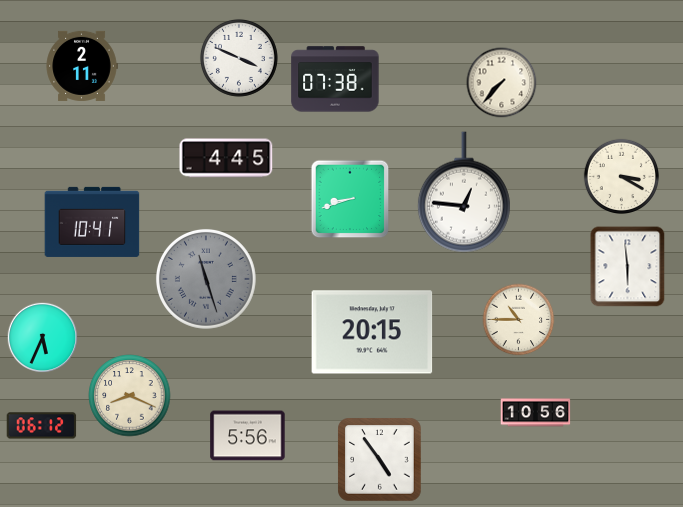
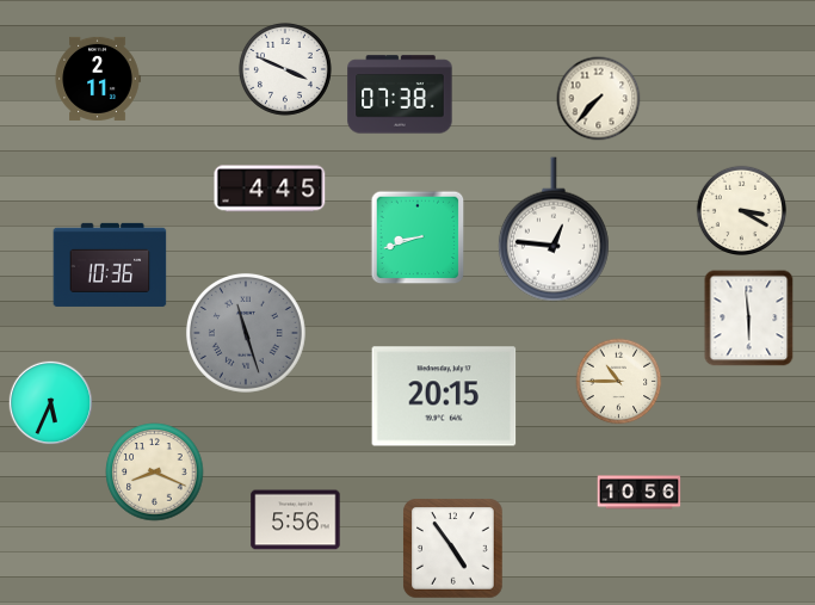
clock at (92, 222): 10:41 -> 10:36
clock at (42, 426): 06:12 -> none
